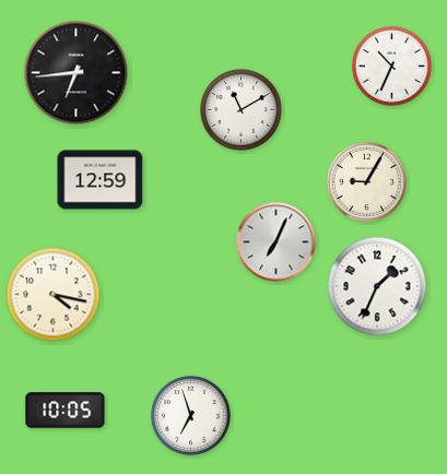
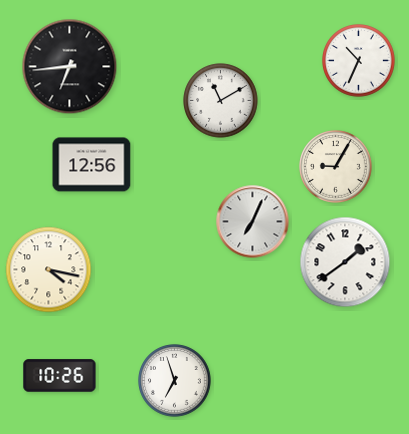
clock at (101, 180): 12:59 -> 12:56
clock at (377, 286): 1:34 -> 1:39
clock at (66, 411): 10:05 -> 10:26
